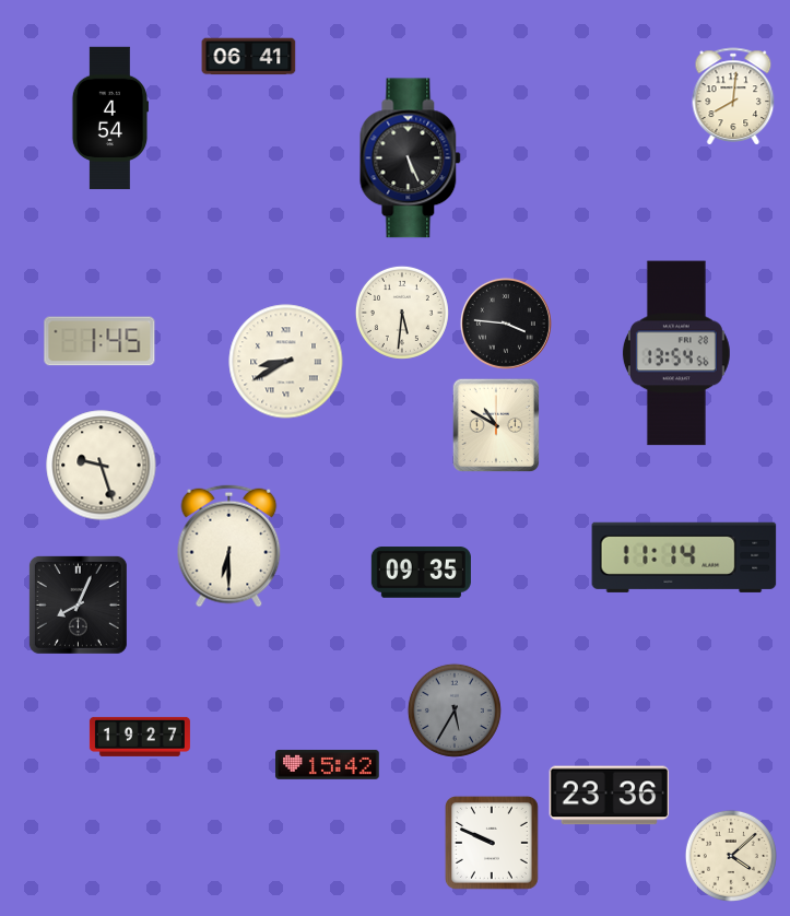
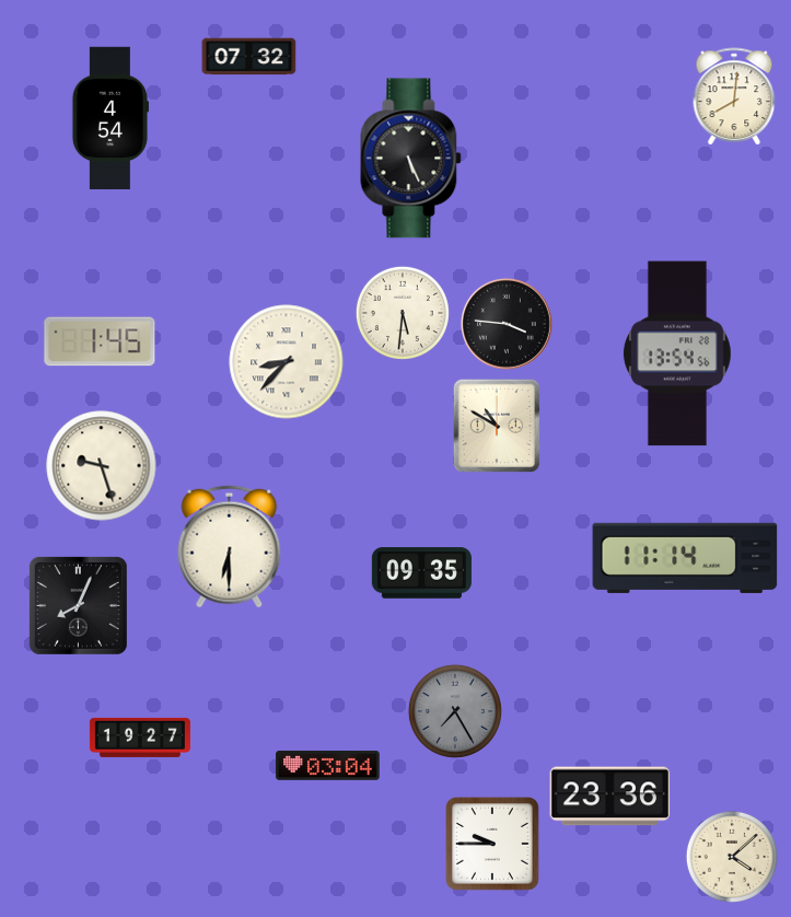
clock at (249, 57): 06:41 -> 07:32
clock at (286, 362): 8:40 -> 8:37
clock at (455, 711): 5:35 -> 7:25
clock at (328, 764): 15:42 -> 03:04
clock at (492, 843): 9:49 -> 9:45
